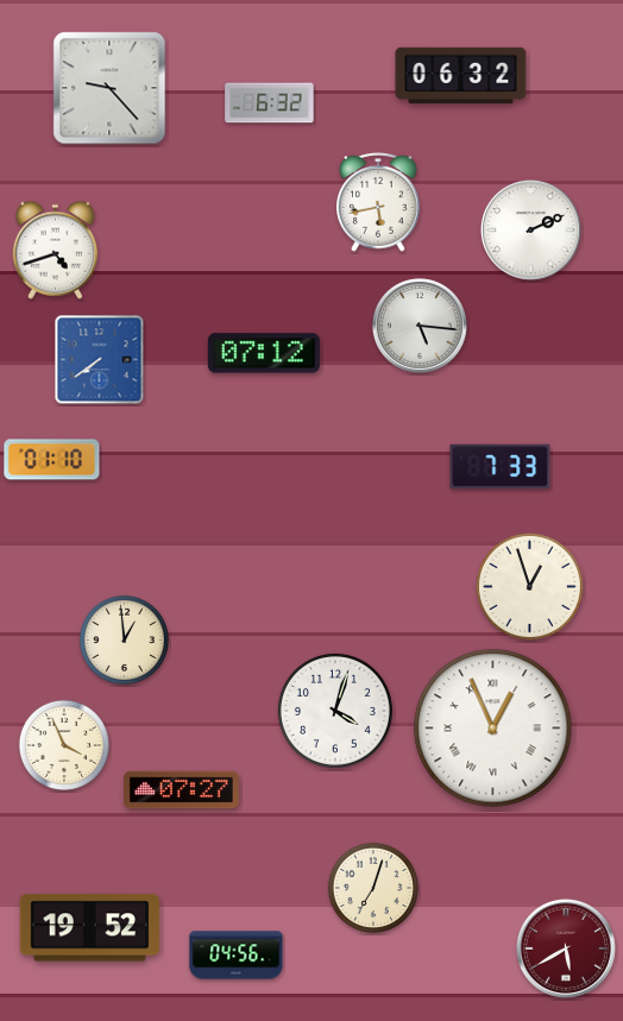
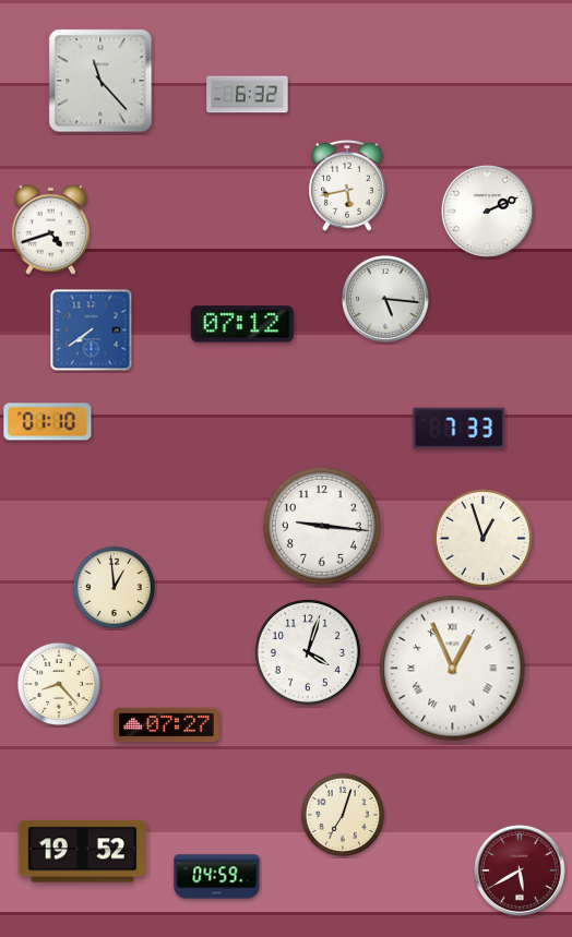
clock at (461, 75): 06:32 -> none
clock at (109, 88): 9:23 -> 11:23
clock at (323, 527): none -> 9:16
clock at (529, 586) position: (529, 586) -> (482, 538)
clock at (64, 745): 3:56 -> 8:23
clock at (237, 956): 04:56 -> 04:59
